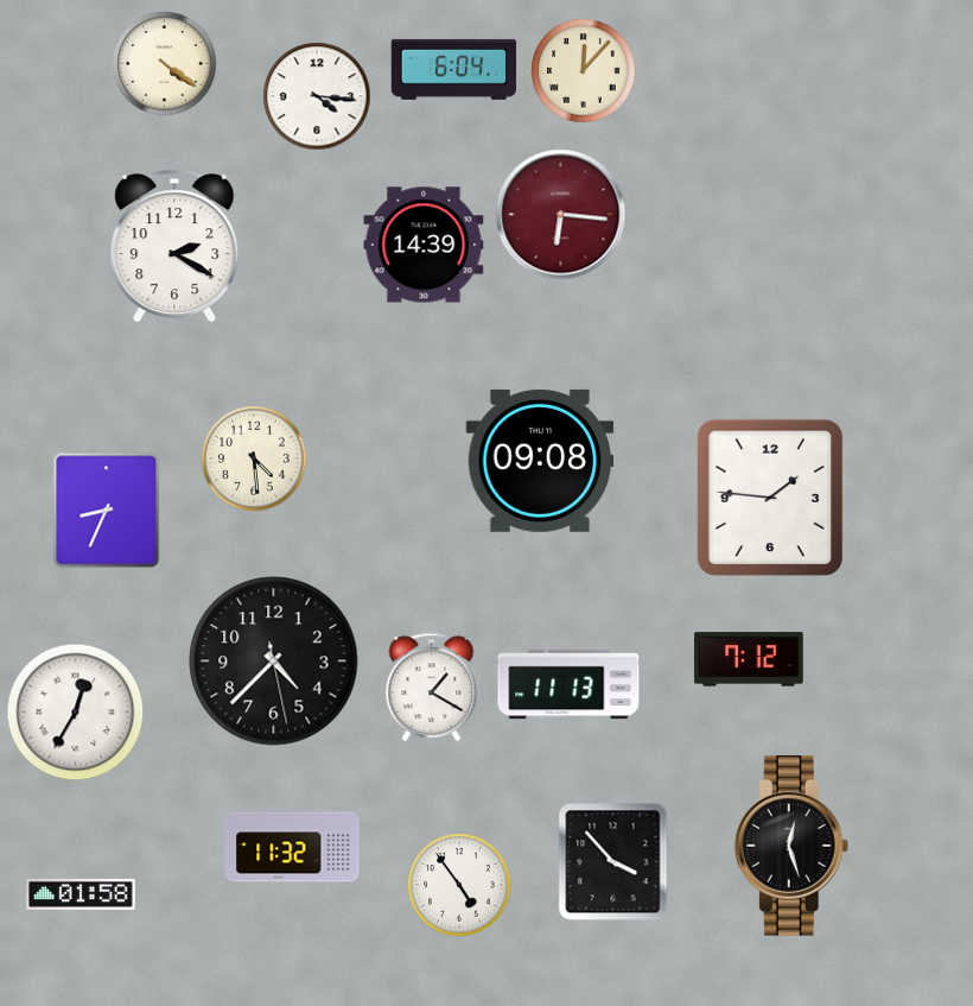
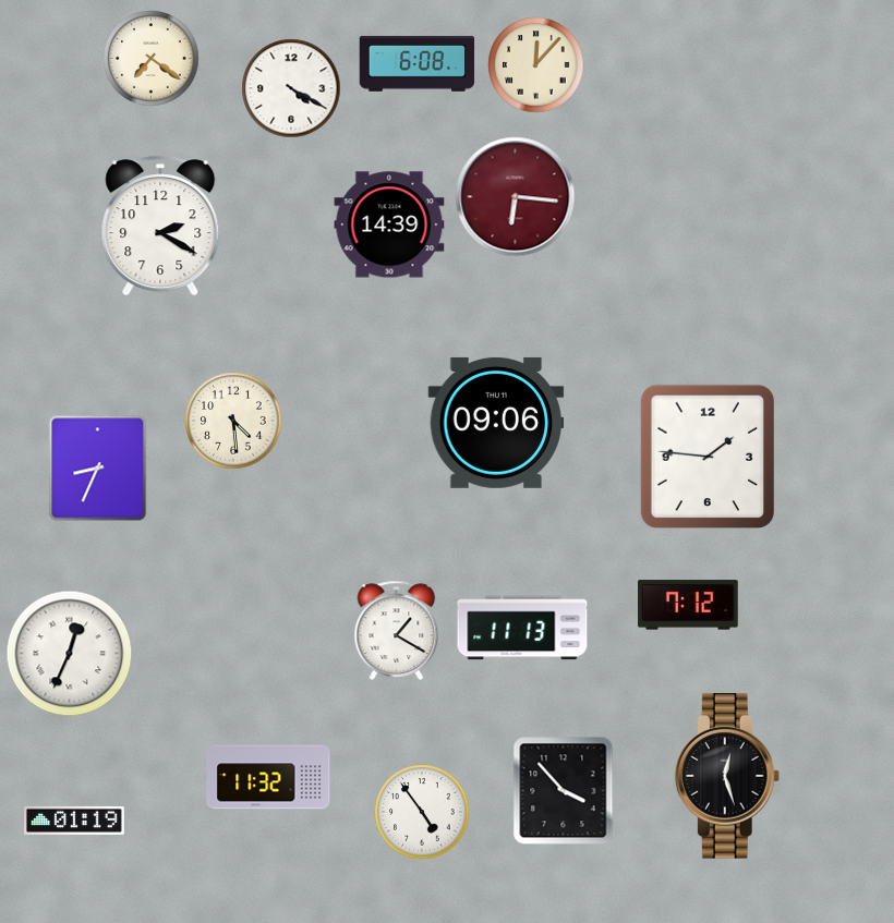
clock at (165, 64): 4:21 -> 7:21
clock at (454, 69): 6:04 -> 6:08
clock at (317, 96): 4:16 -> 4:20
clock at (540, 461): 09:08 -> 09:06
clock at (274, 662): 4:37 -> none
clock at (76, 713): 12:35 -> 12:34
clock at (81, 894): 01:58 -> 01:19
